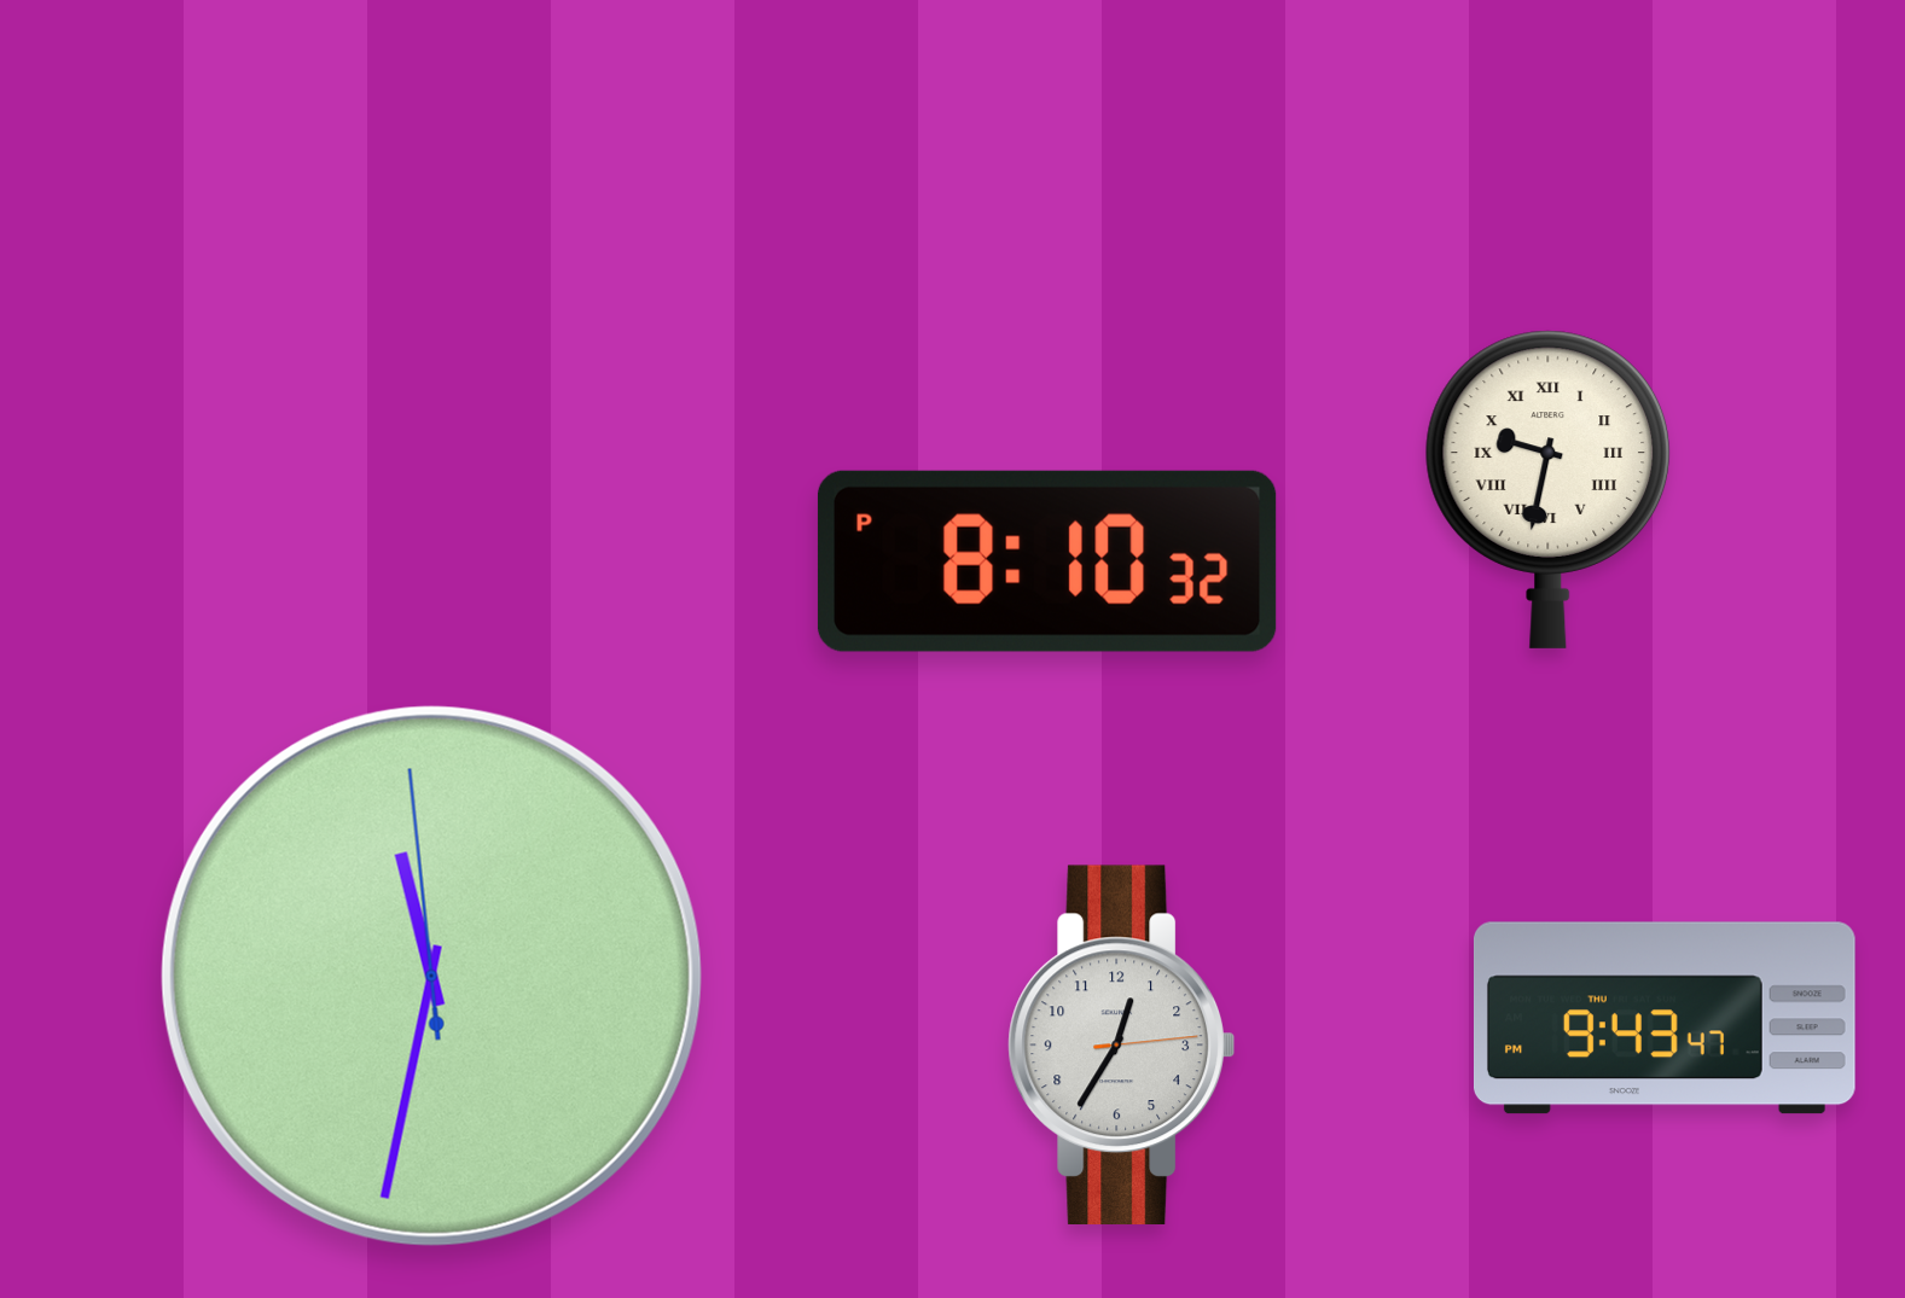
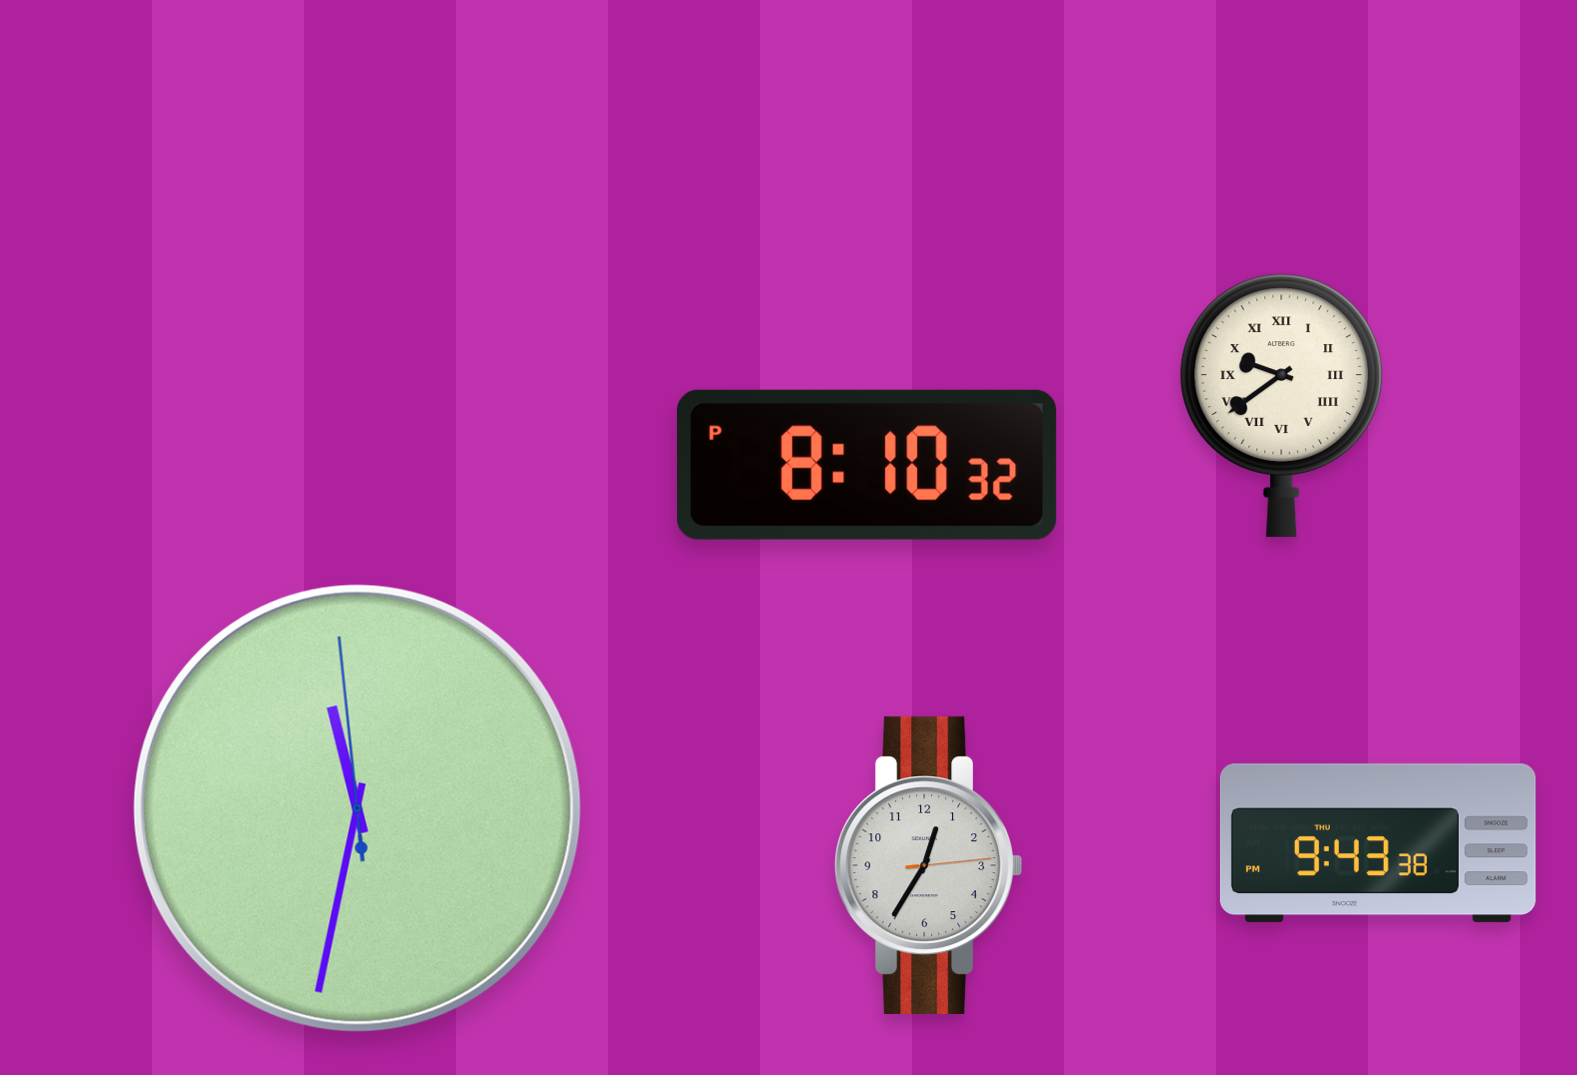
clock at (1549, 489): 9:32 -> 9:39
clock at (1665, 1018): 9:43:47 PM -> 9:43:38 PM
